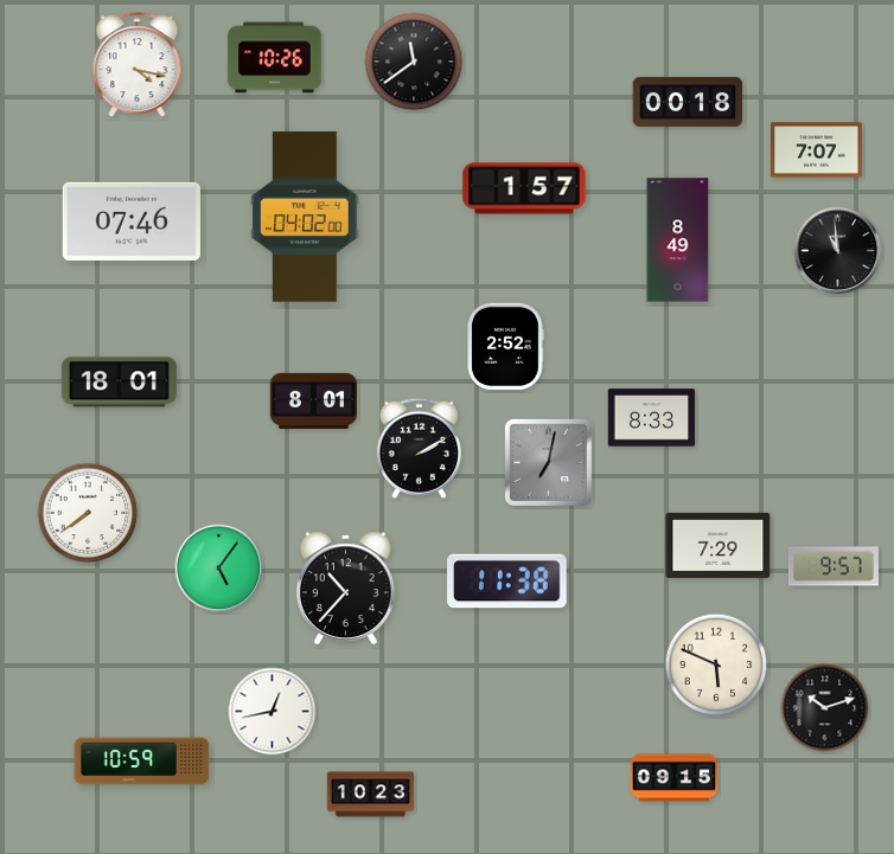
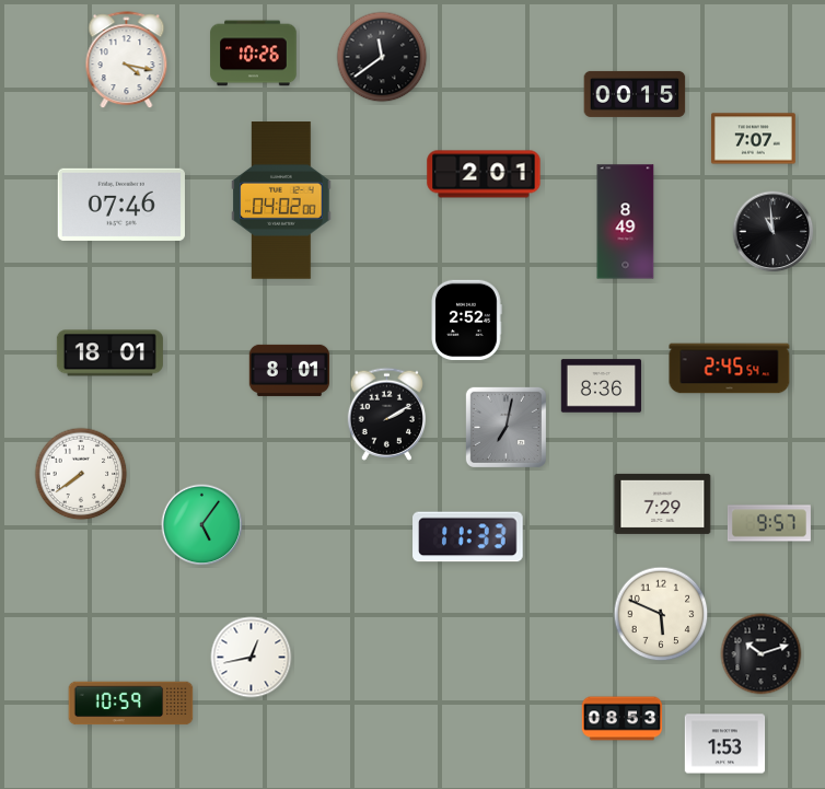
clock at (688, 102): 00:18 -> 00:15
clock at (524, 188): 1:57 -> 2:01
clock at (730, 369): none -> 2:45
clock at (652, 418): 8:33 -> 8:36
clock at (507, 582): 11:38 -> 11:33
clock at (346, 589): 10:37 -> none
clock at (675, 778): 09:15 -> 08:53
clock at (371, 795): 10:23 -> none
clock at (725, 744): none -> 1:53
